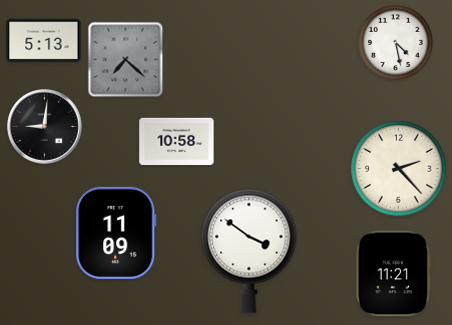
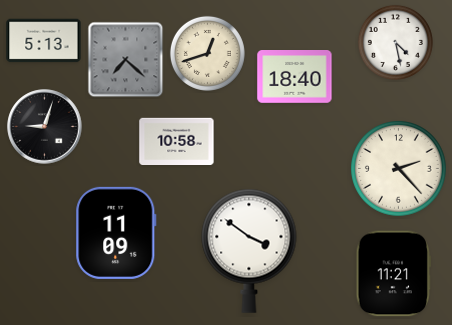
clock at (207, 53): none -> 12:42
clock at (295, 77): none -> 18:40
clock at (45, 127): 9:01 -> 9:03
